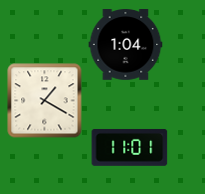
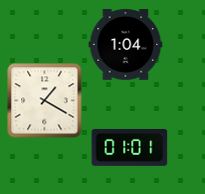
clock at (130, 147): 11:01 -> 01:01
